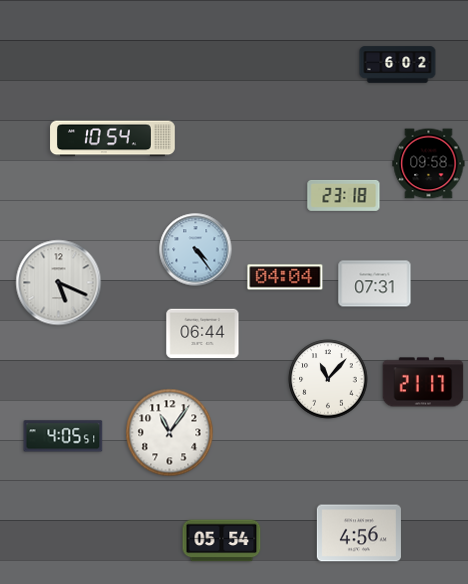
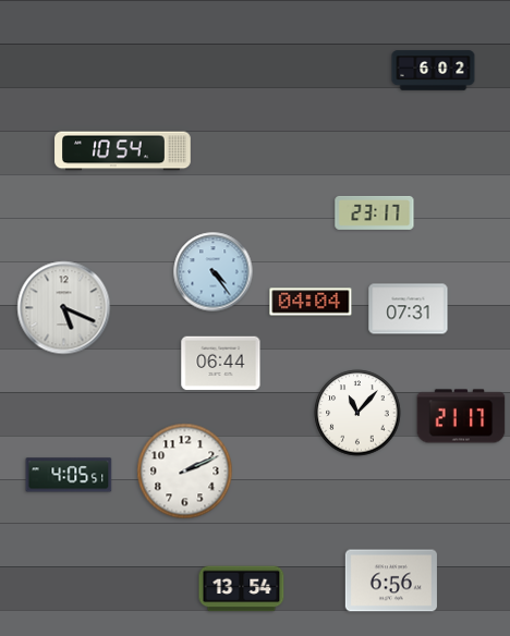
clock at (429, 164): 09:58 -> none
clock at (344, 195): 23:18 -> 23:17
clock at (170, 433): 11:06 -> 2:11
clock at (359, 533): 4:56 -> 6:56
clock at (222, 541): 05:54 -> 13:54
